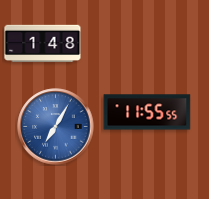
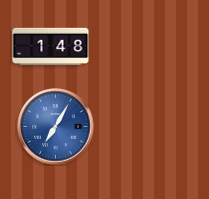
clock at (43, 43) position: (43, 43) -> (51, 46)
clock at (147, 112): 11:55 -> none
